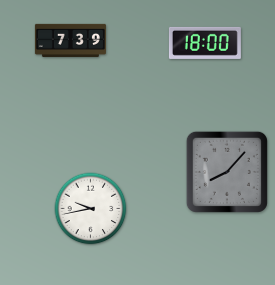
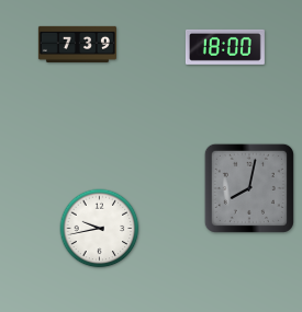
clock at (227, 172): 8:07 -> 8:02
